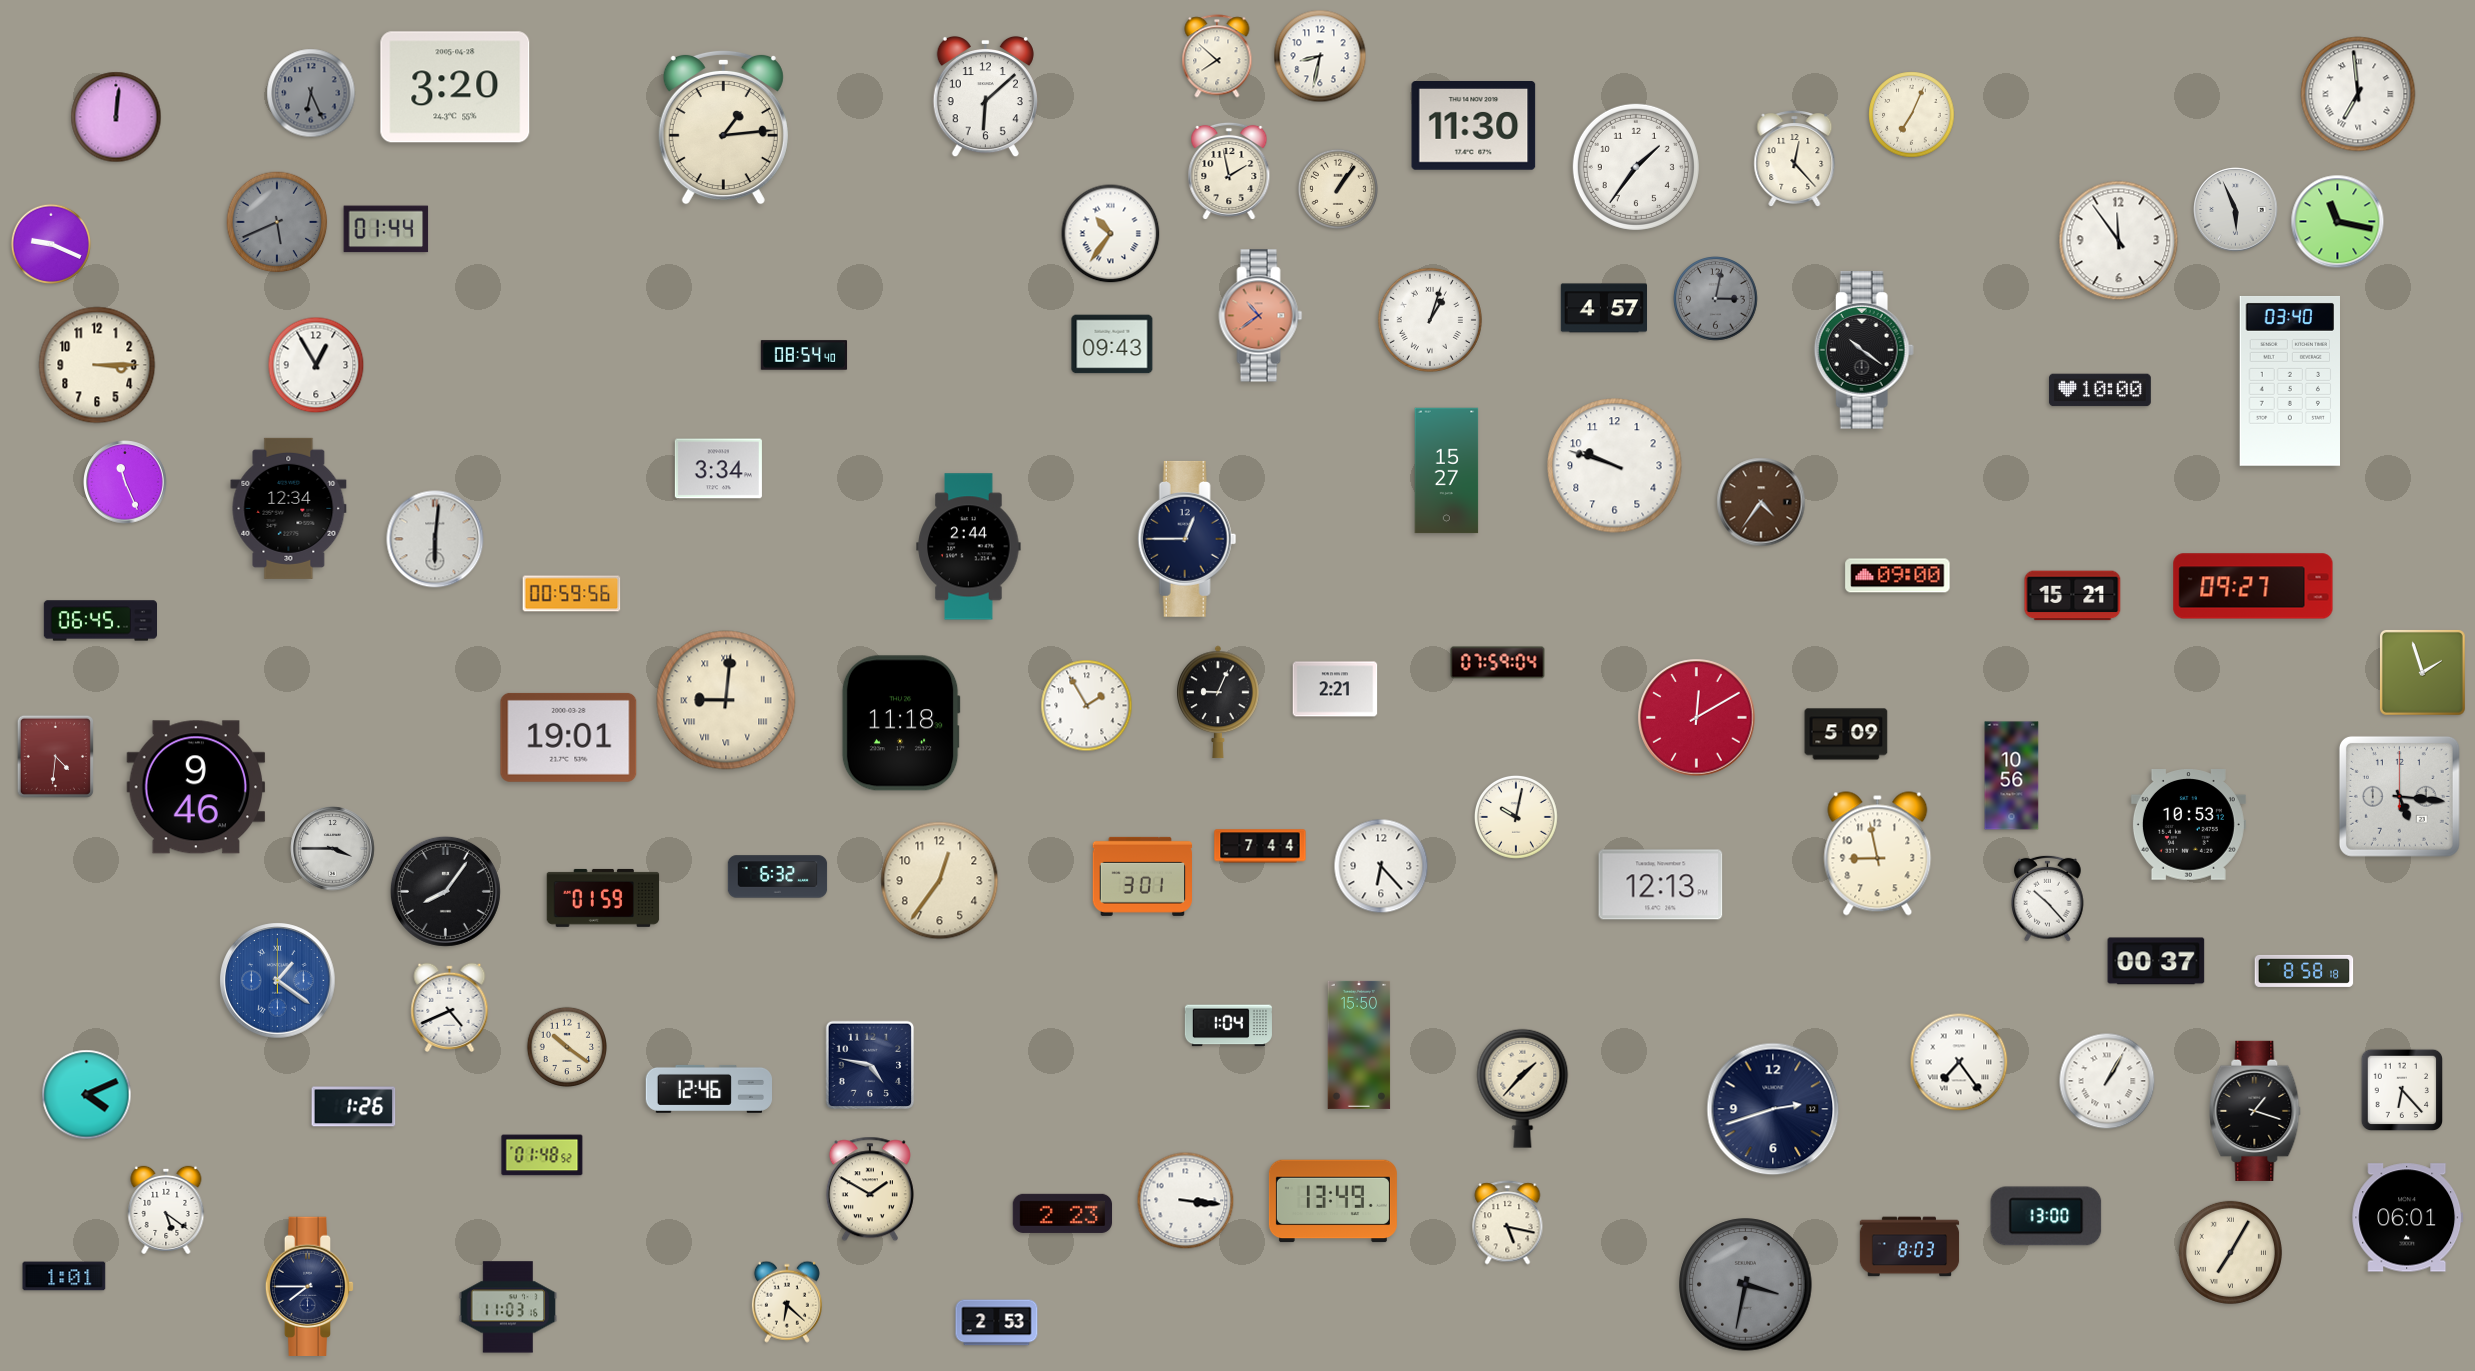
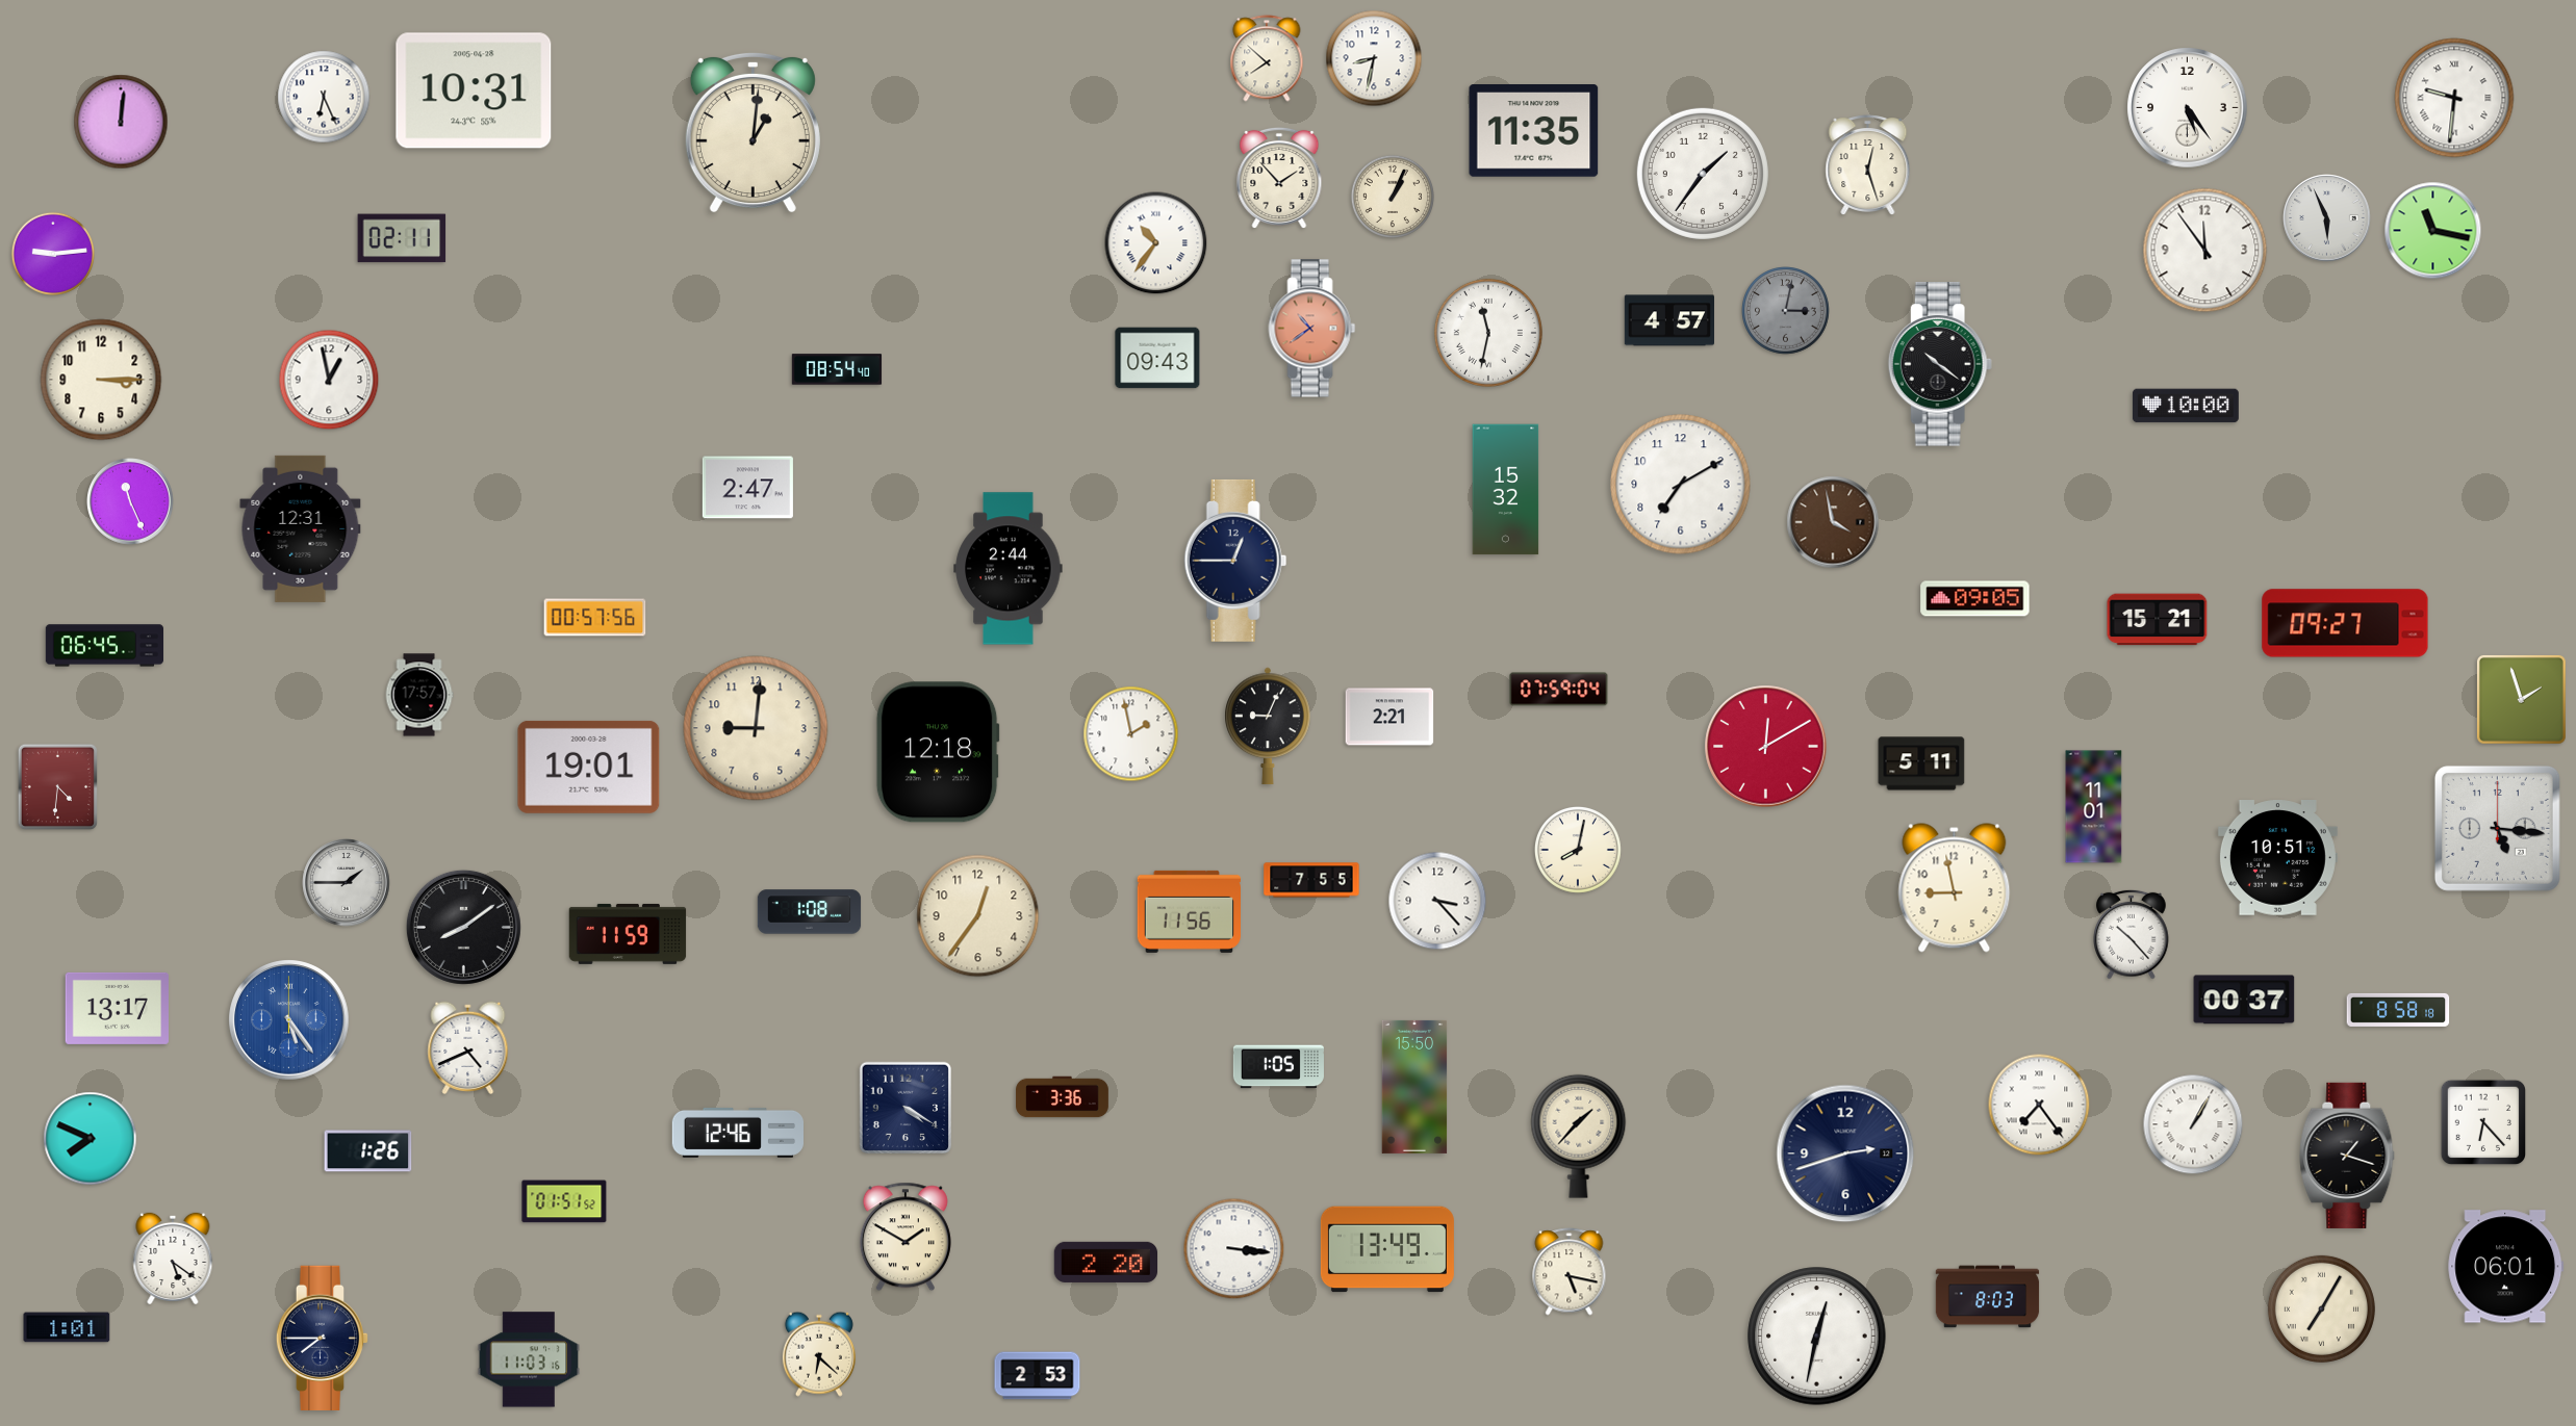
clock at (455, 87): 3:20 -> 10:31
clock at (311, 93) dial: grey -> white
clock at (2358, 94): 6:59 -> 9:31
clock at (985, 97): 6:08 -> none
clock at (2188, 108): none -> 5:24
clock at (1912, 115): 7:04 -> none
clock at (1474, 126): 11:30 -> 11:35
clock at (723, 127): 1:14 -> 1:01
clock at (1795, 159): 12:23 -> 12:27
clock at (1229, 170): 1:58 -> 1:53
clock at (1337, 188): 1:06 -> 1:04
clock at (277, 222): 5:41 -> none
clock at (386, 229): 01:44 -> 02:11
clock at (50, 243): 9:19 -> 9:14
clock at (1430, 320): 1:03 -> 11:32
clock at (316, 365): 12:55 -> 12:58
clock at (2290, 381): 03:40 -> none
clock at (1615, 466): 9:48 -> 7:10
clock at (718, 469): 3:34 -> 2:47
clock at (1447, 471): 15:27 -> 15:32
clock at (1761, 502): 4:36 -> 3:58
clock at (289, 508): 12:34 -> 12:31
clock at (435, 539): 6:01 -> none
clock at (1898, 576): 09:00 -> 09:05
clock at (2253, 586) position: (2253, 586) -> (2345, 623)
clock at (572, 594): 00:59 -> 00:57
clock at (419, 695): none -> 17:57
clock at (726, 700) numerals: Roman -> Arabic
clock at (1218, 702) position: (1218, 702) -> (1268, 726)
clock at (1087, 706): 1:55 -> 1:58
clock at (901, 723): 11:18 -> 12:18
clock at (1846, 734): 5:09 -> 5:11
clock at (569, 737) position: (569, 737) -> (589, 767)
clock at (2012, 776): 10:56 -> 11:01
clock at (196, 787): 9:46 -> none
clock at (1516, 817): 10:02 -> 8:02
clock at (2188, 825): 10:53 -> 10:51
clock at (1260, 846): 7:44 -> 7:55
clock at (333, 849): 3:45 -> 1:45
clock at (1381, 866): 6:23 -> 3:23
clock at (1143, 876): 3:01 -> 11:56
clock at (778, 877): 6:32 -> 1:08
clock at (1661, 885): 12:13 -> none
clock at (445, 891): 8:06 -> 8:09
clock at (603, 898): 01:59 -> 11:59
clock at (118, 1008): none -> 13:17
clock at (278, 981): 1:21 -> 5:24
clock at (1228, 1026): 1:04 -> 1:05
clock at (566, 1046): 10:21 -> none
clock at (1063, 1097): none -> 3:36
clock at (870, 1065): 4:47 -> 4:20
clock at (1523, 1088) position: (1523, 1088) -> (1579, 1136)
clock at (2401, 1089) position: (2401, 1089) -> (2482, 1121)
clock at (87, 1095): 4:11 -> 7:49
clock at (542, 1155): 01:48 -> 01:51
clock at (1063, 1213): 2:23 -> 2:20
clock at (2046, 1216): 13:00 -> none
clock at (2230, 1252) position: (2230, 1252) -> (2321, 1308)
clock at (1746, 1285): 3:32 -> 12:32
clock at (1746, 1285) dial: grey -> white
